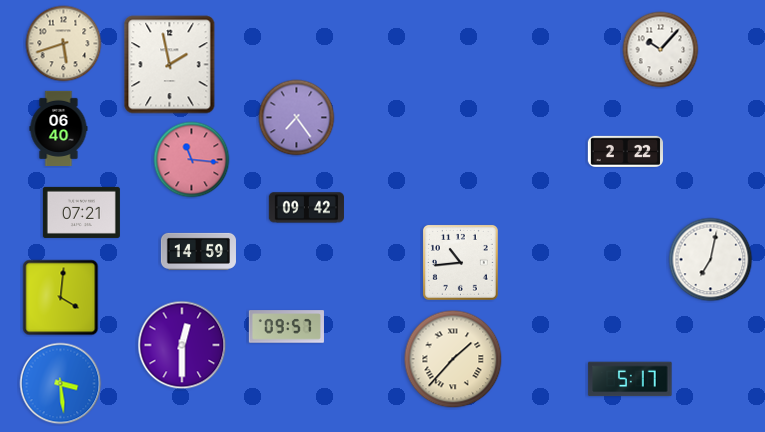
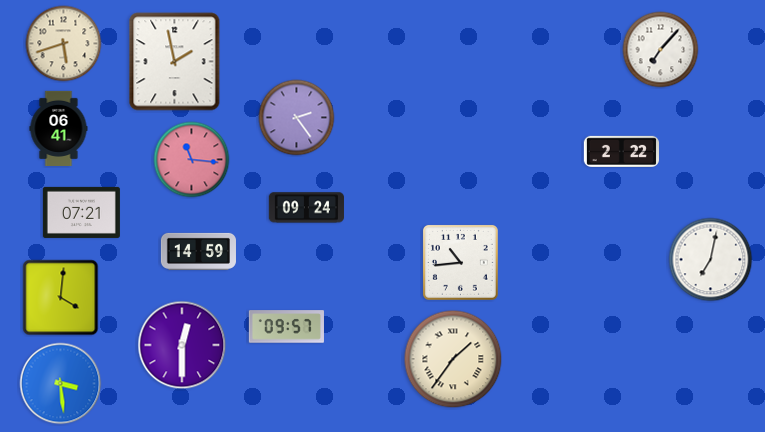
clock at (661, 50): 10:07 -> 7:07
clock at (170, 65) position: (170, 65) -> (175, 62)
clock at (297, 118): 7:24 -> 2:24
clock at (59, 128): 06:40 -> 06:41
clock at (625, 151) position: (625, 151) -> (621, 151)
clock at (306, 208): 09:42 -> 09:24
clock at (453, 359): 1:37 -> 1:36
clock at (630, 379): 5:17 -> none
